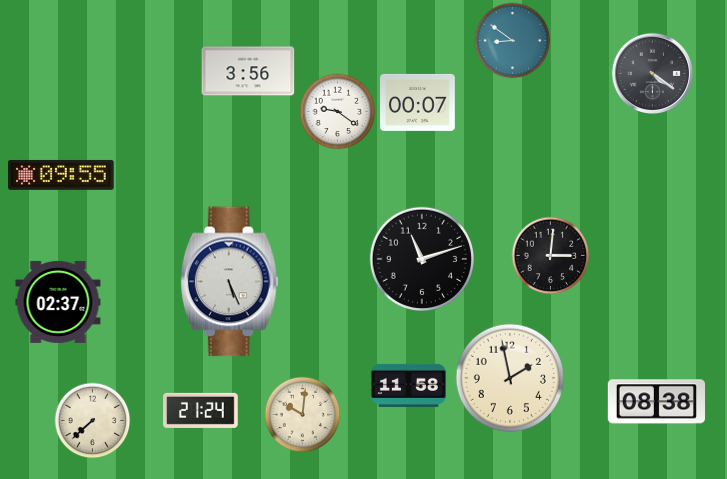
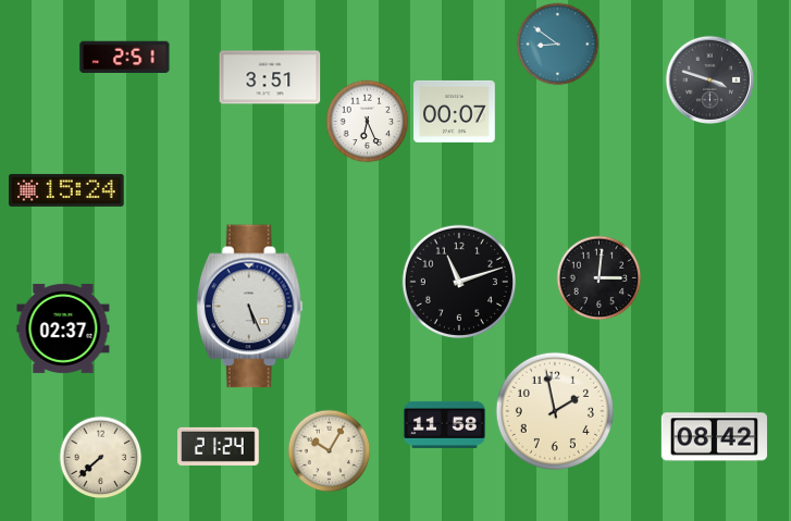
clock at (125, 58): none -> 2:51
clock at (248, 71): 3:56 -> 3:51
clock at (652, 73): 4:21 -> 3:48
clock at (338, 112): 9:21 -> 6:26
clock at (61, 175): 09:55 -> 15:24
clock at (409, 385) position: (409, 385) -> (445, 424)
clock at (657, 402): 08:38 -> 08:42
clock at (303, 415): 10:01 -> 10:05
